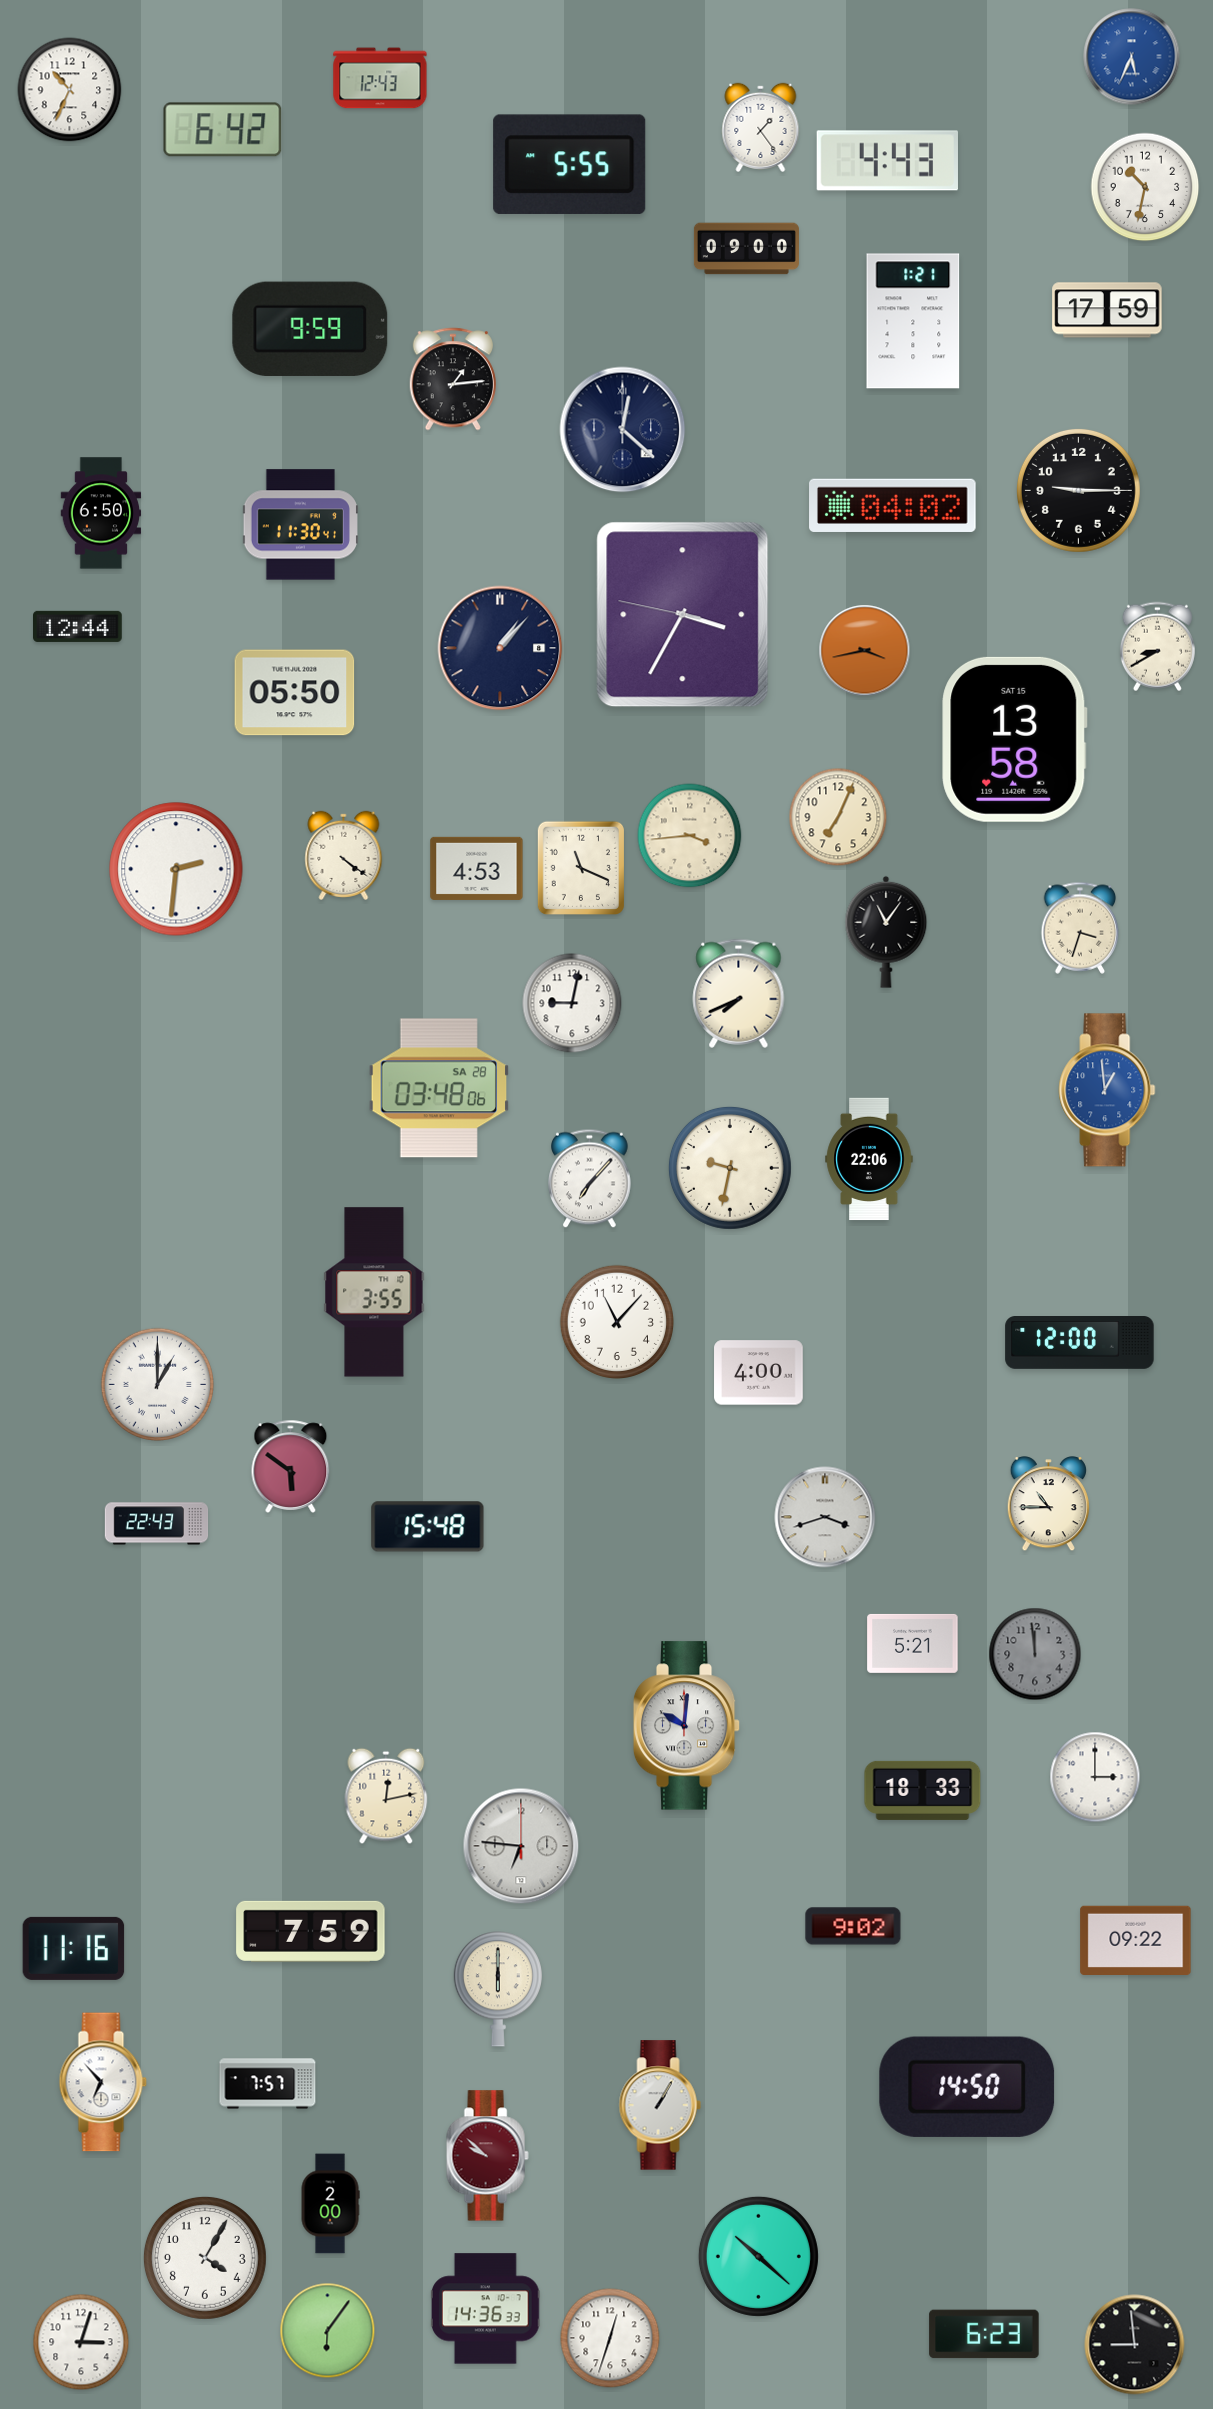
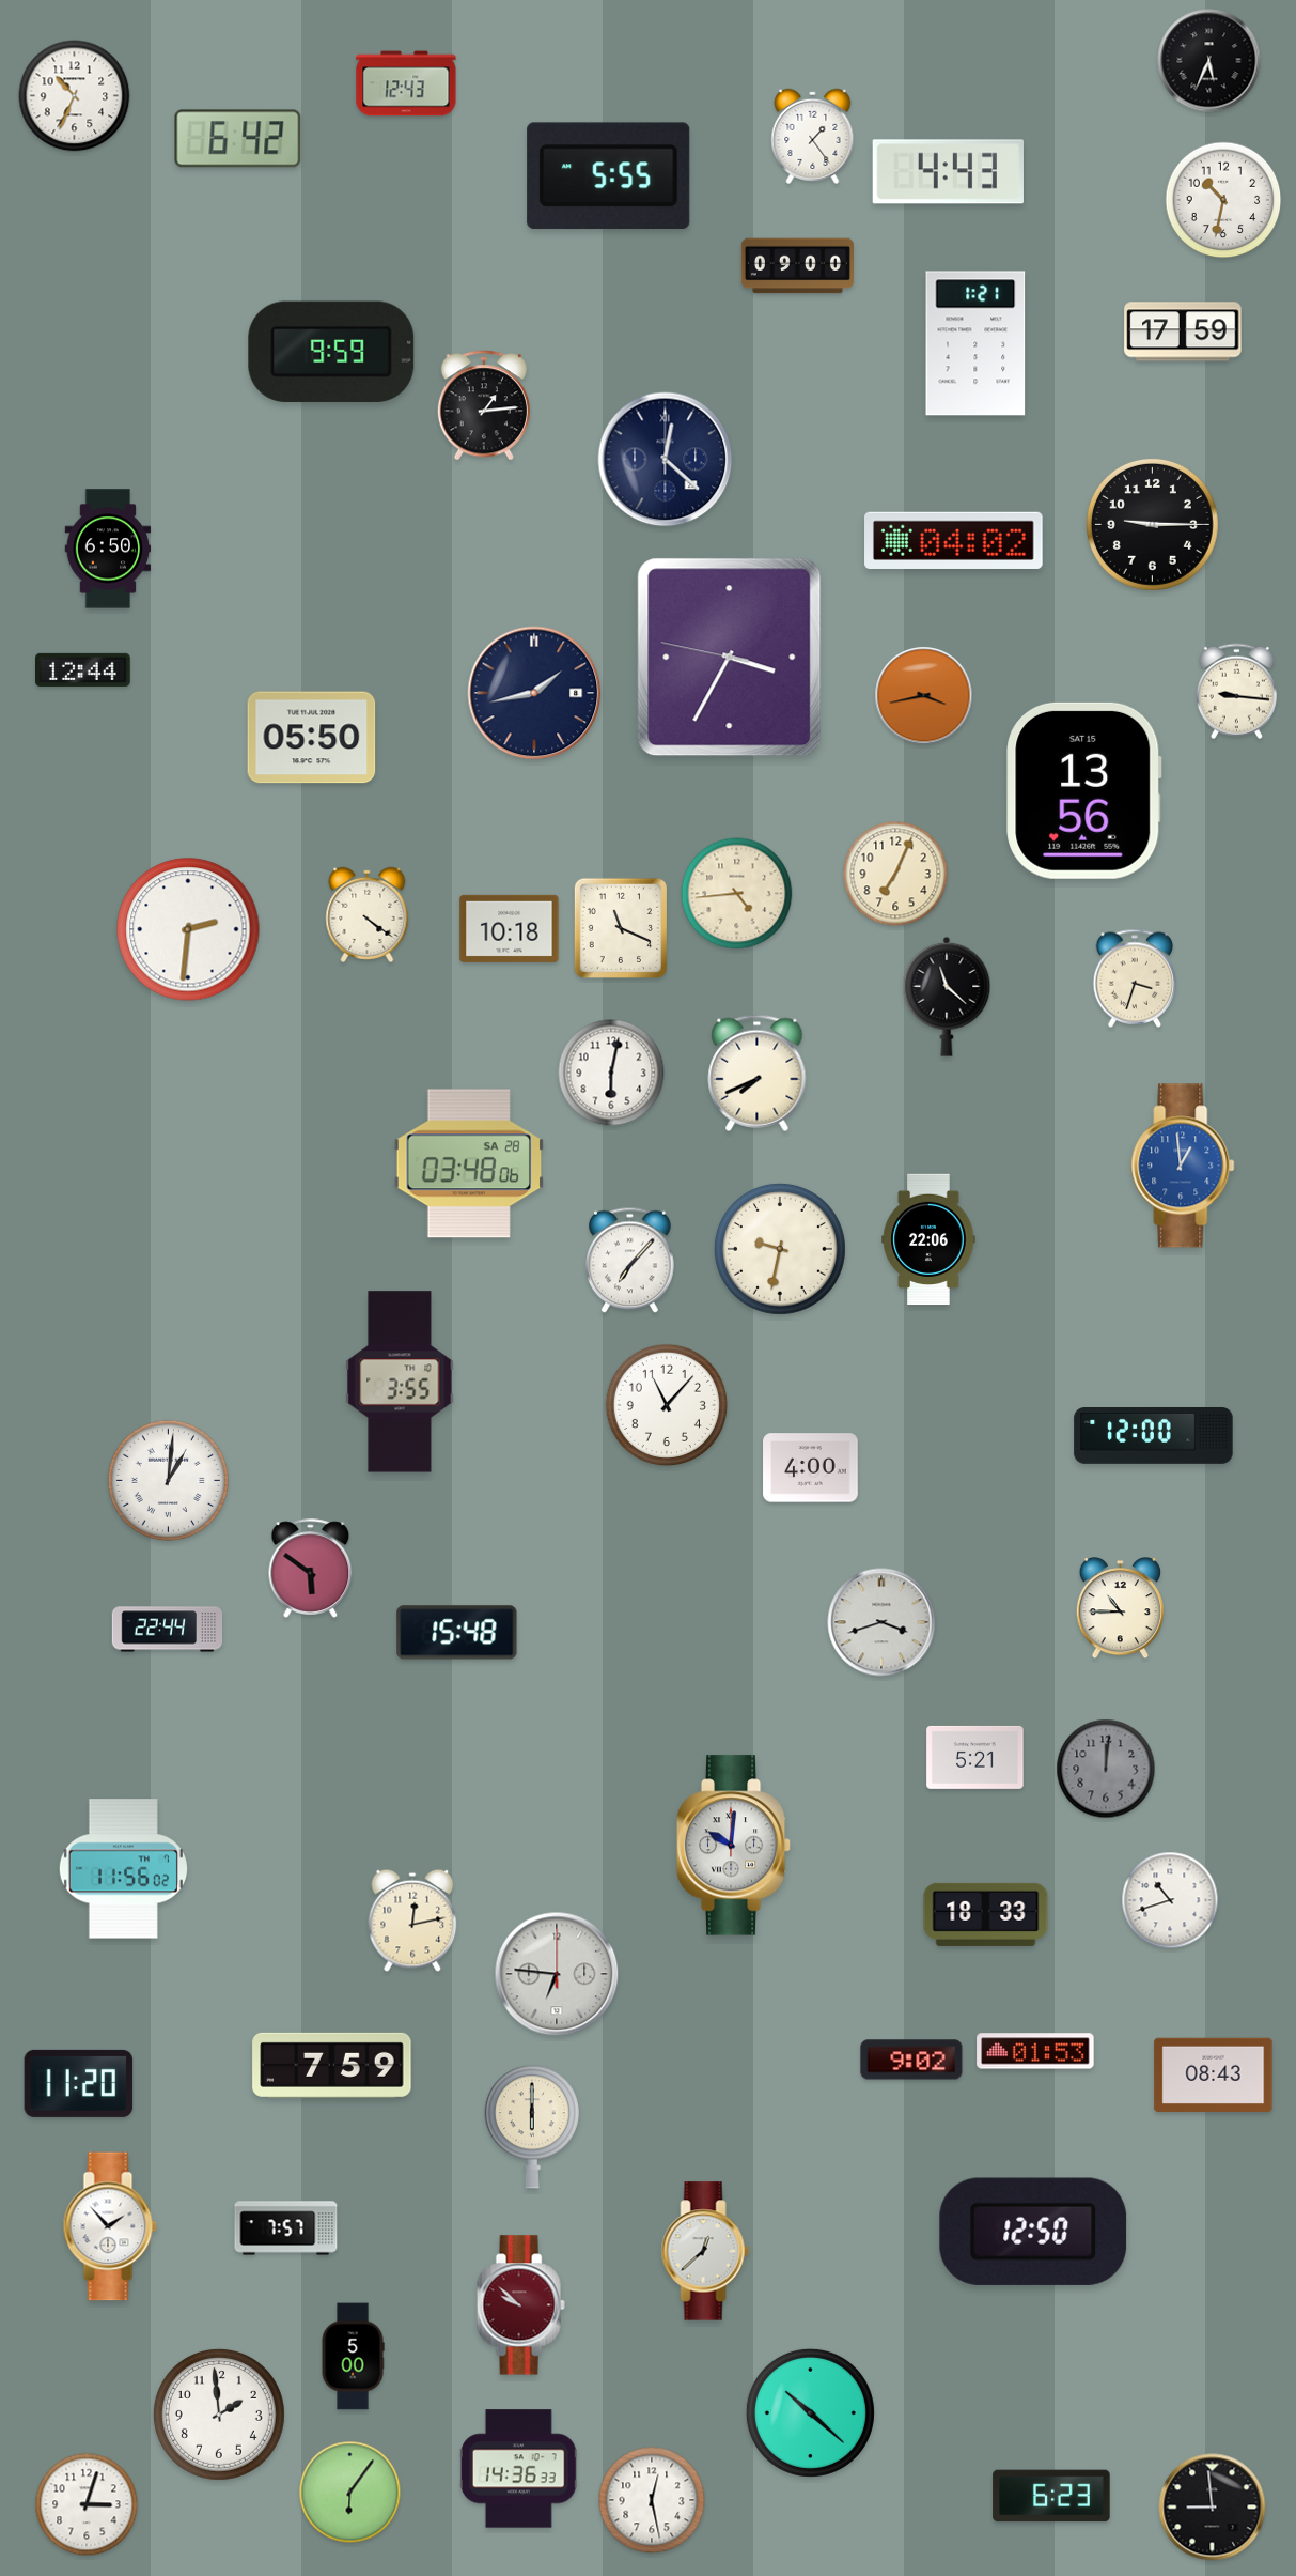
clock at (1132, 57) dial: blue -> black
clock at (300, 525): 11:30 -> none
clock at (1157, 647): 8:40 -> 9:16
clock at (500, 648): 1:07 -> 1:43
clock at (295, 693) position: (295, 693) -> (312, 738)
clock at (1015, 739): 13:58 -> 13:56
clock at (690, 836): 3:44 -> 4:44
clock at (477, 868): 4:53 -> 10:18
clock at (1080, 928) position: (1080, 928) -> (1135, 978)
clock at (886, 932): 11:06 -> 11:22
clock at (739, 993) position: (739, 993) -> (758, 1073)
clock at (572, 1003): 9:02 -> 6:02
clock at (616, 1321) position: (616, 1321) -> (666, 1404)
clock at (158, 1385): 1:00 -> 1:01
clock at (157, 1524): 22:43 -> 22:44
clock at (1035, 1654): 11:59 -> 12:01
clock at (123, 1869): none -> 11:56
clock at (1095, 1777): 3:00 -> 10:42
clock at (1035, 2051): none -> 01:53
clock at (1136, 1940): 09:22 -> 08:43
clock at (74, 1948): 11:16 -> 11:20
clock at (103, 2082): 6:53 -> 1:53
clock at (967, 2087): 14:50 -> 12:50
clock at (660, 2105): 1:05 -> 12:38
clock at (330, 2204): 2:00 -> 5:00
clock at (205, 2258): 4:05 -> 1:59
clock at (610, 2338): 12:33 -> 12:28
